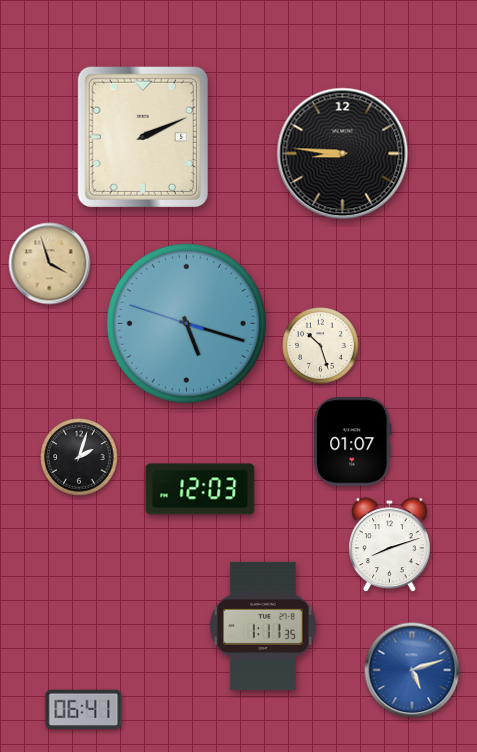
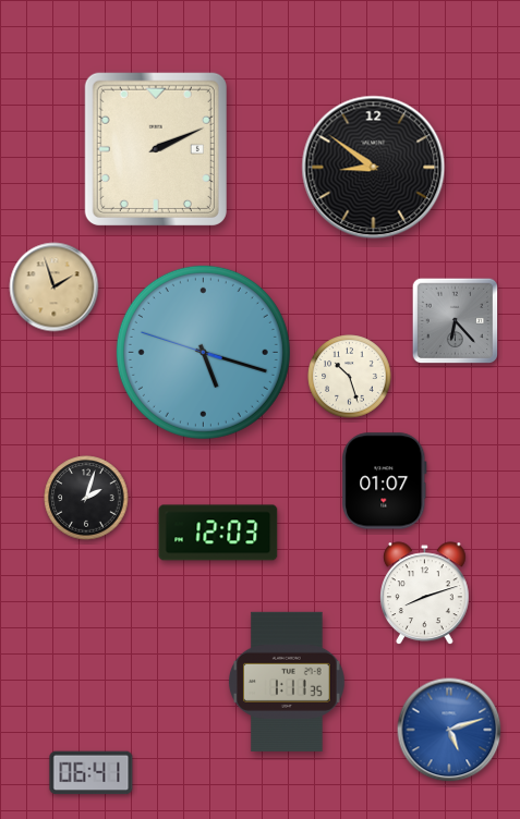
clock at (343, 154): 8:46 -> 8:51
clock at (50, 264): 3:57 -> 1:57
clock at (456, 321): none -> 6:23
